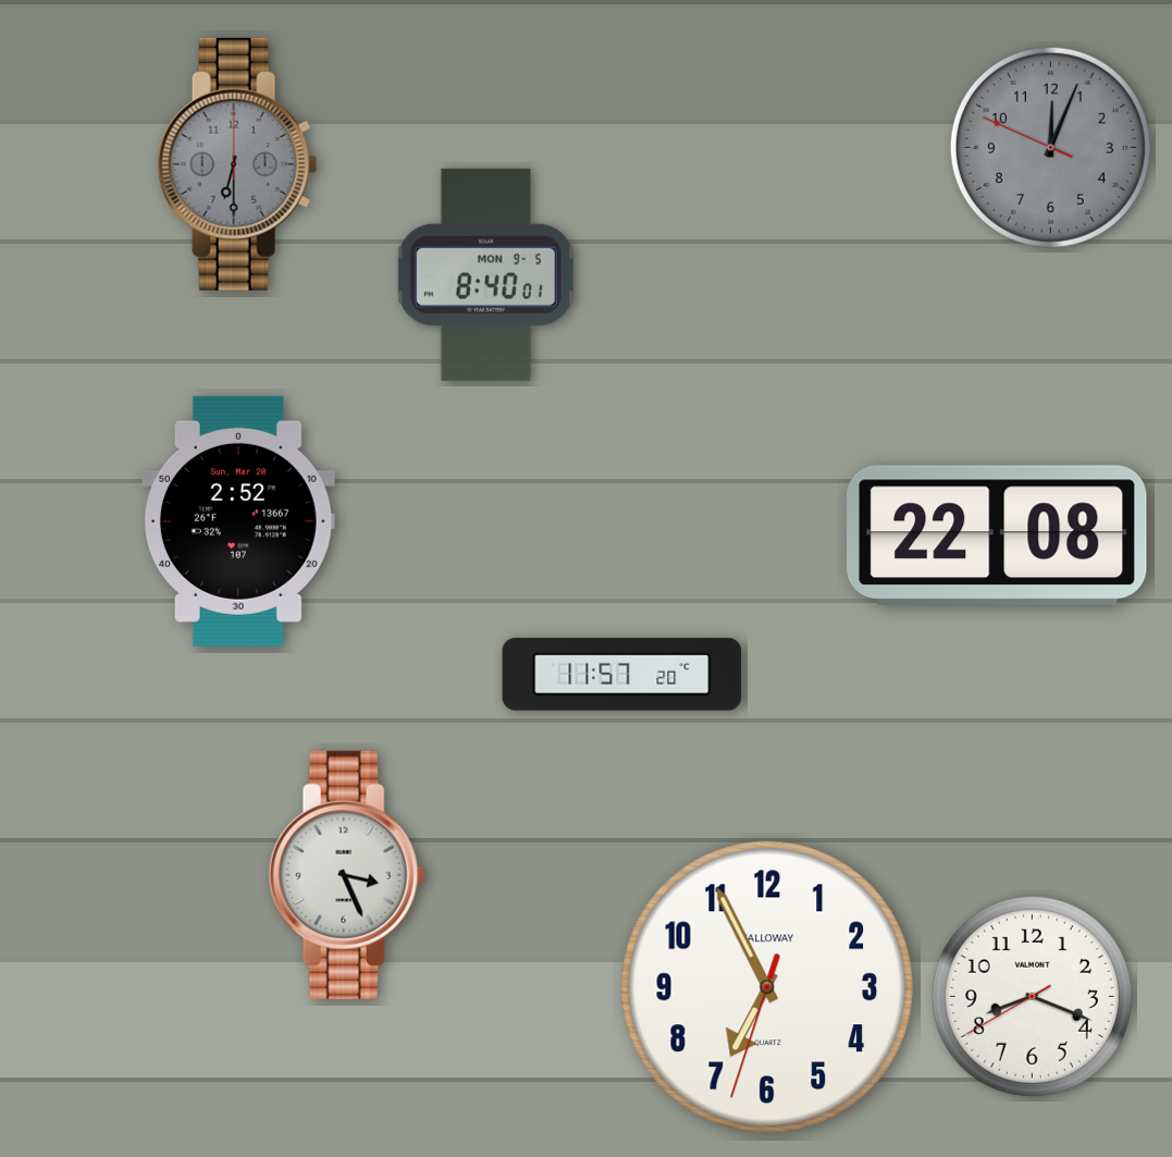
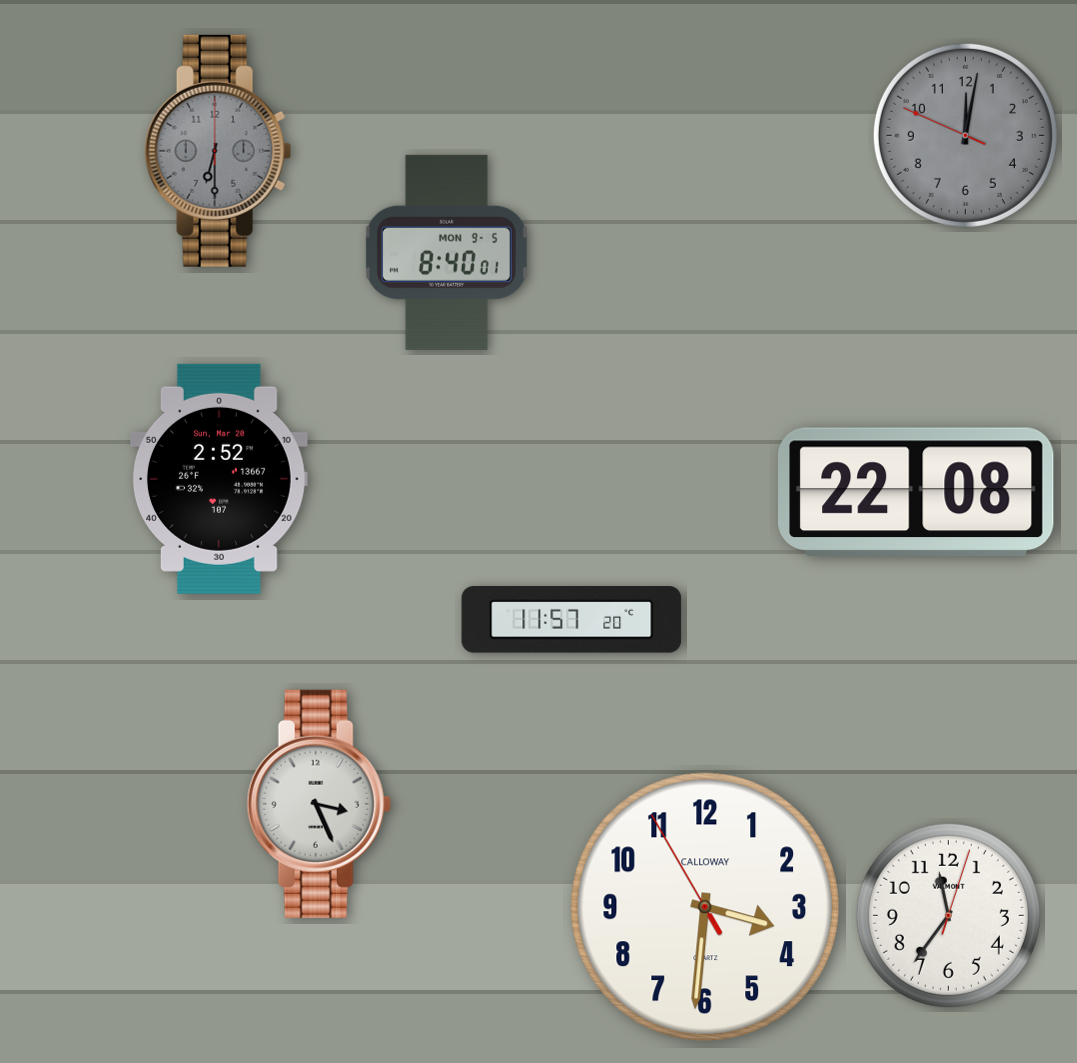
clock at (1050, 147): 12:03 -> 12:01
clock at (766, 986): 6:55 -> 3:30
clock at (1032, 996): 8:18 -> 11:36
